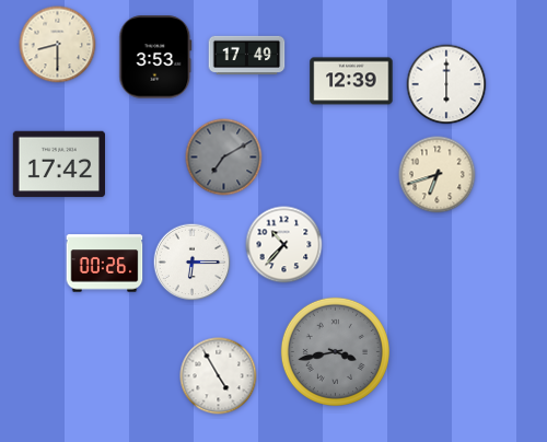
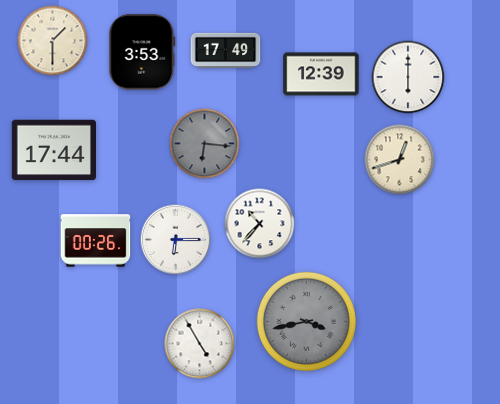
clock at (58, 45): 8:30 -> 1:30
clock at (224, 158): 7:10 -> 6:16
clock at (58, 164): 17:42 -> 17:44
clock at (438, 175): 6:42 -> 12:42
